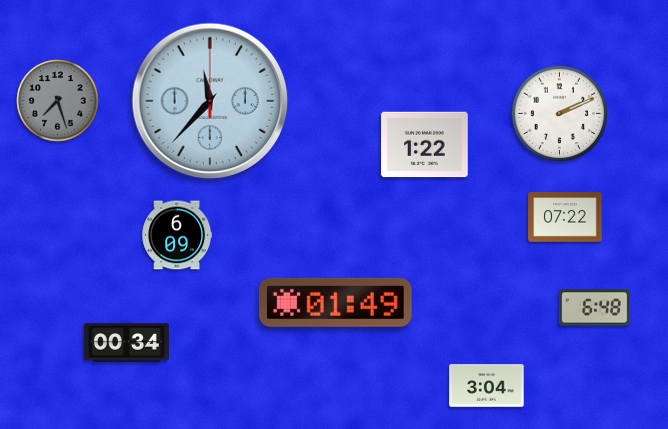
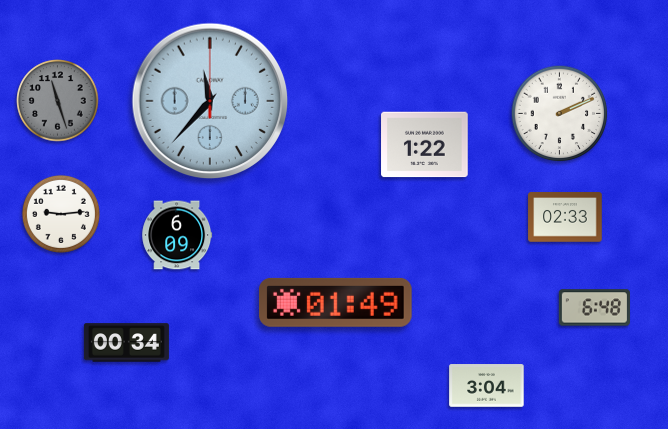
clock at (58, 101): 7:27 -> 11:27
clock at (61, 214): none -> 9:14
clock at (565, 217): 07:22 -> 02:33
